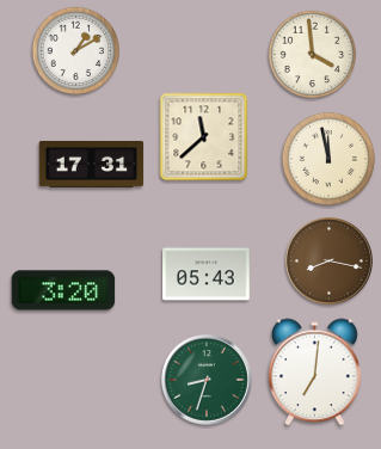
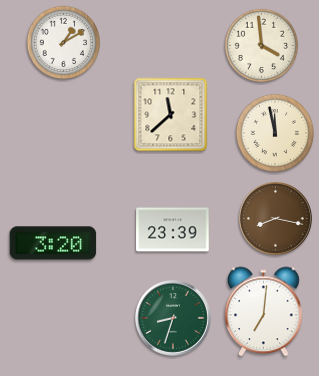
clock at (92, 164): 17:31 -> none
clock at (207, 275): 05:43 -> 23:39
